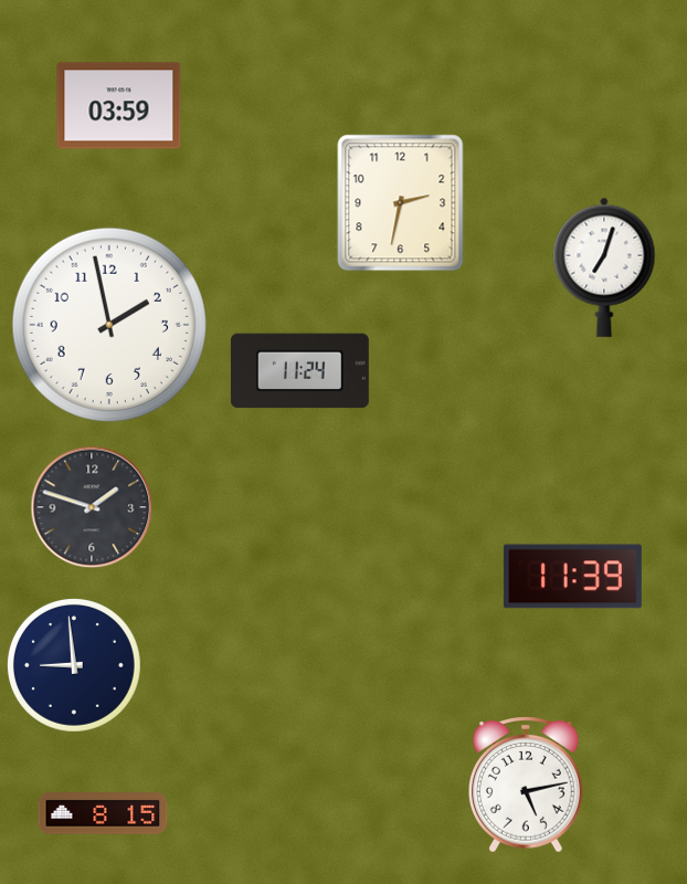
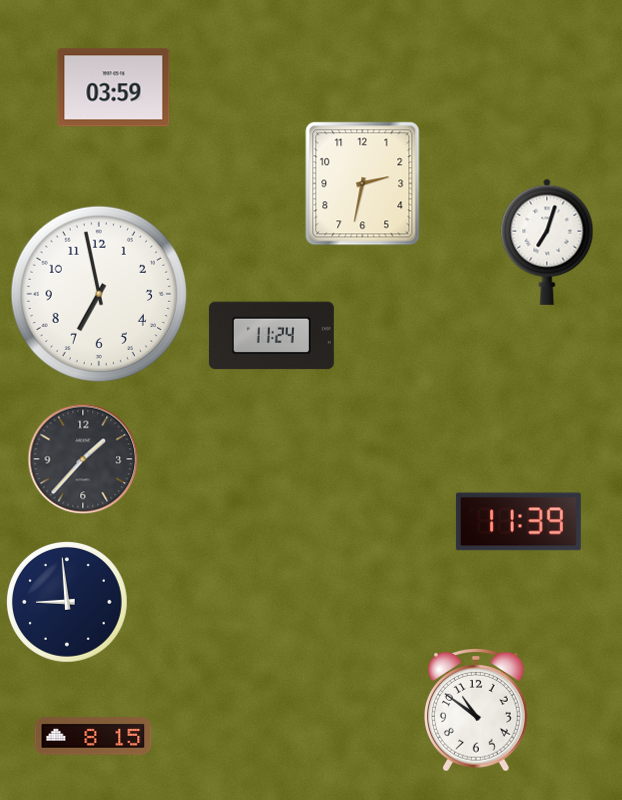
clock at (119, 106) position: (119, 106) -> (114, 88)
clock at (109, 325): 1:58 -> 6:58
clock at (92, 507): 1:48 -> 1:37
clock at (527, 786): 5:13 -> 10:51
